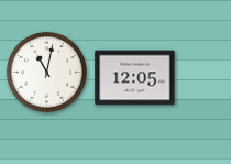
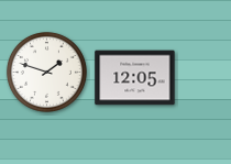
clock at (46, 72): 11:02 -> 1:48
